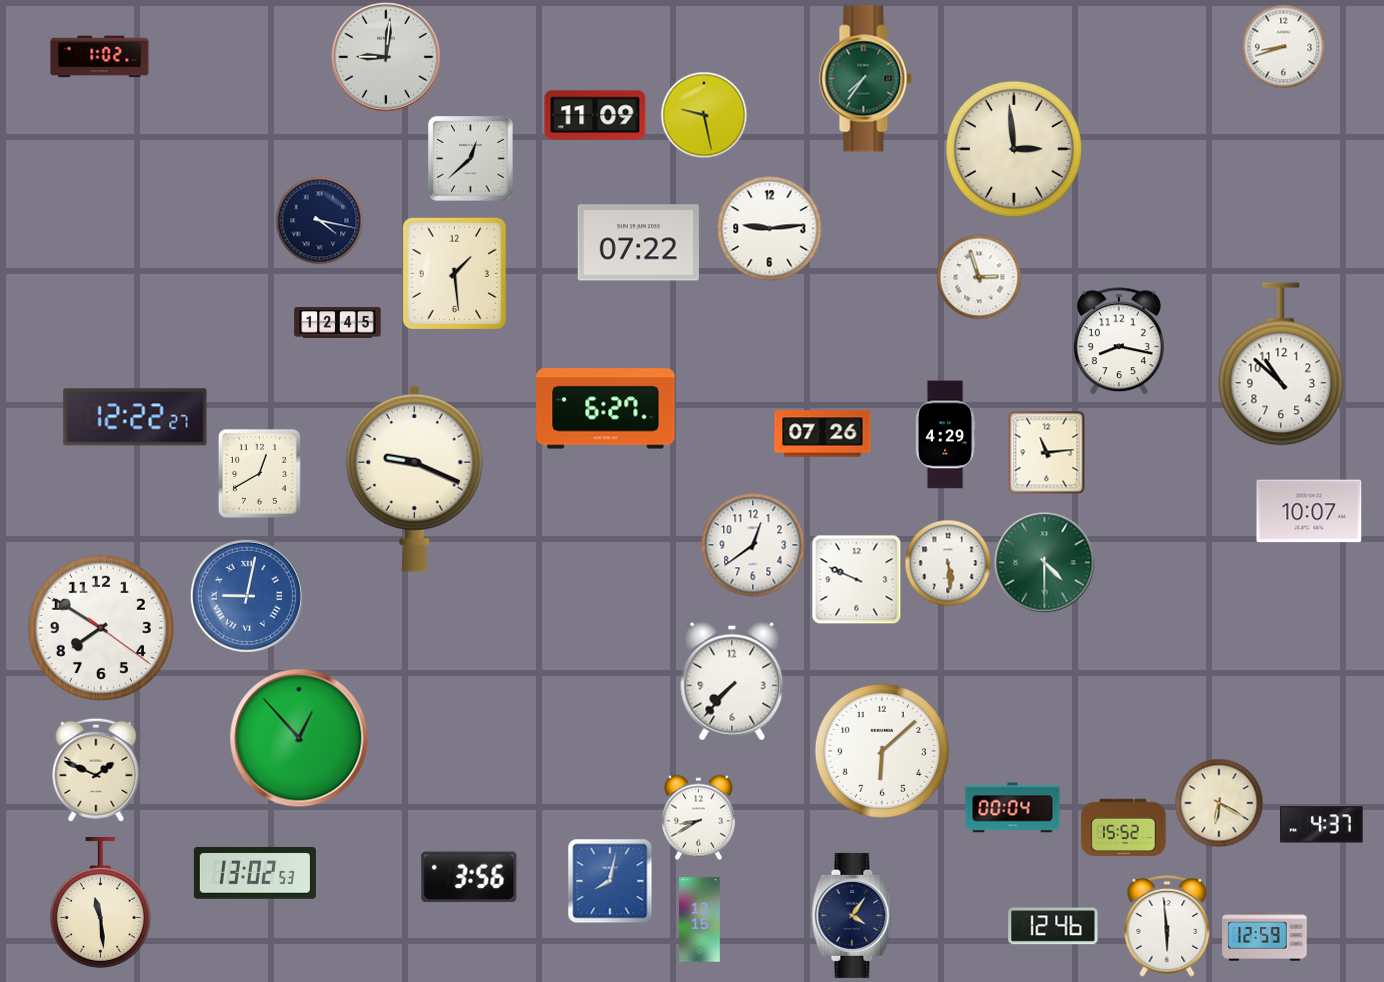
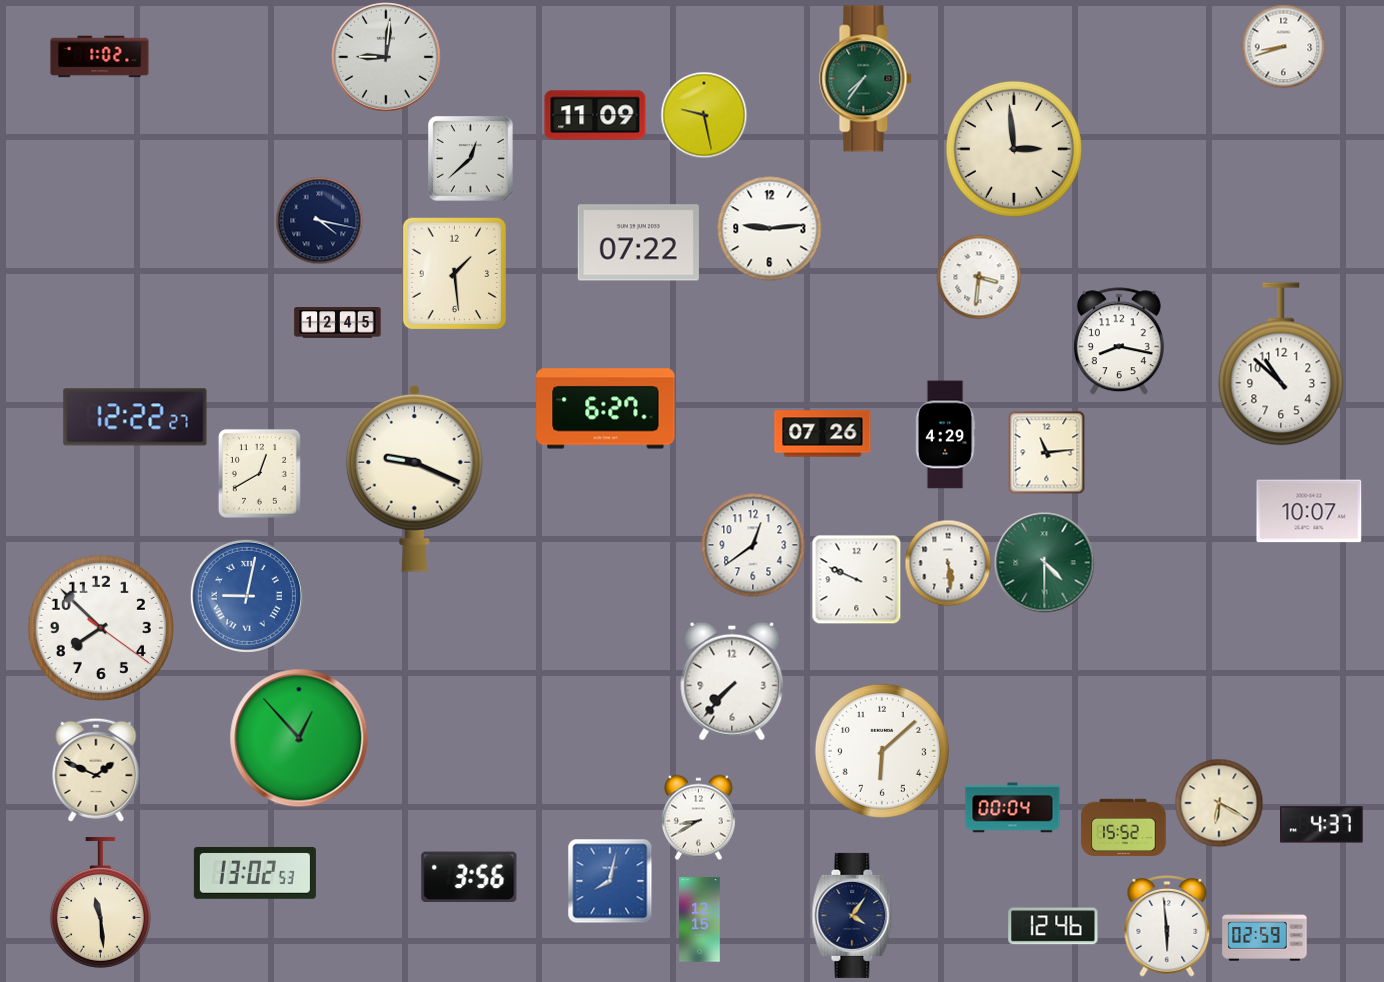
clock at (979, 277): 2:57 -> 3:31
clock at (101, 628): 7:50 -> 7:52
clock at (1265, 937): 12:59 -> 02:59
